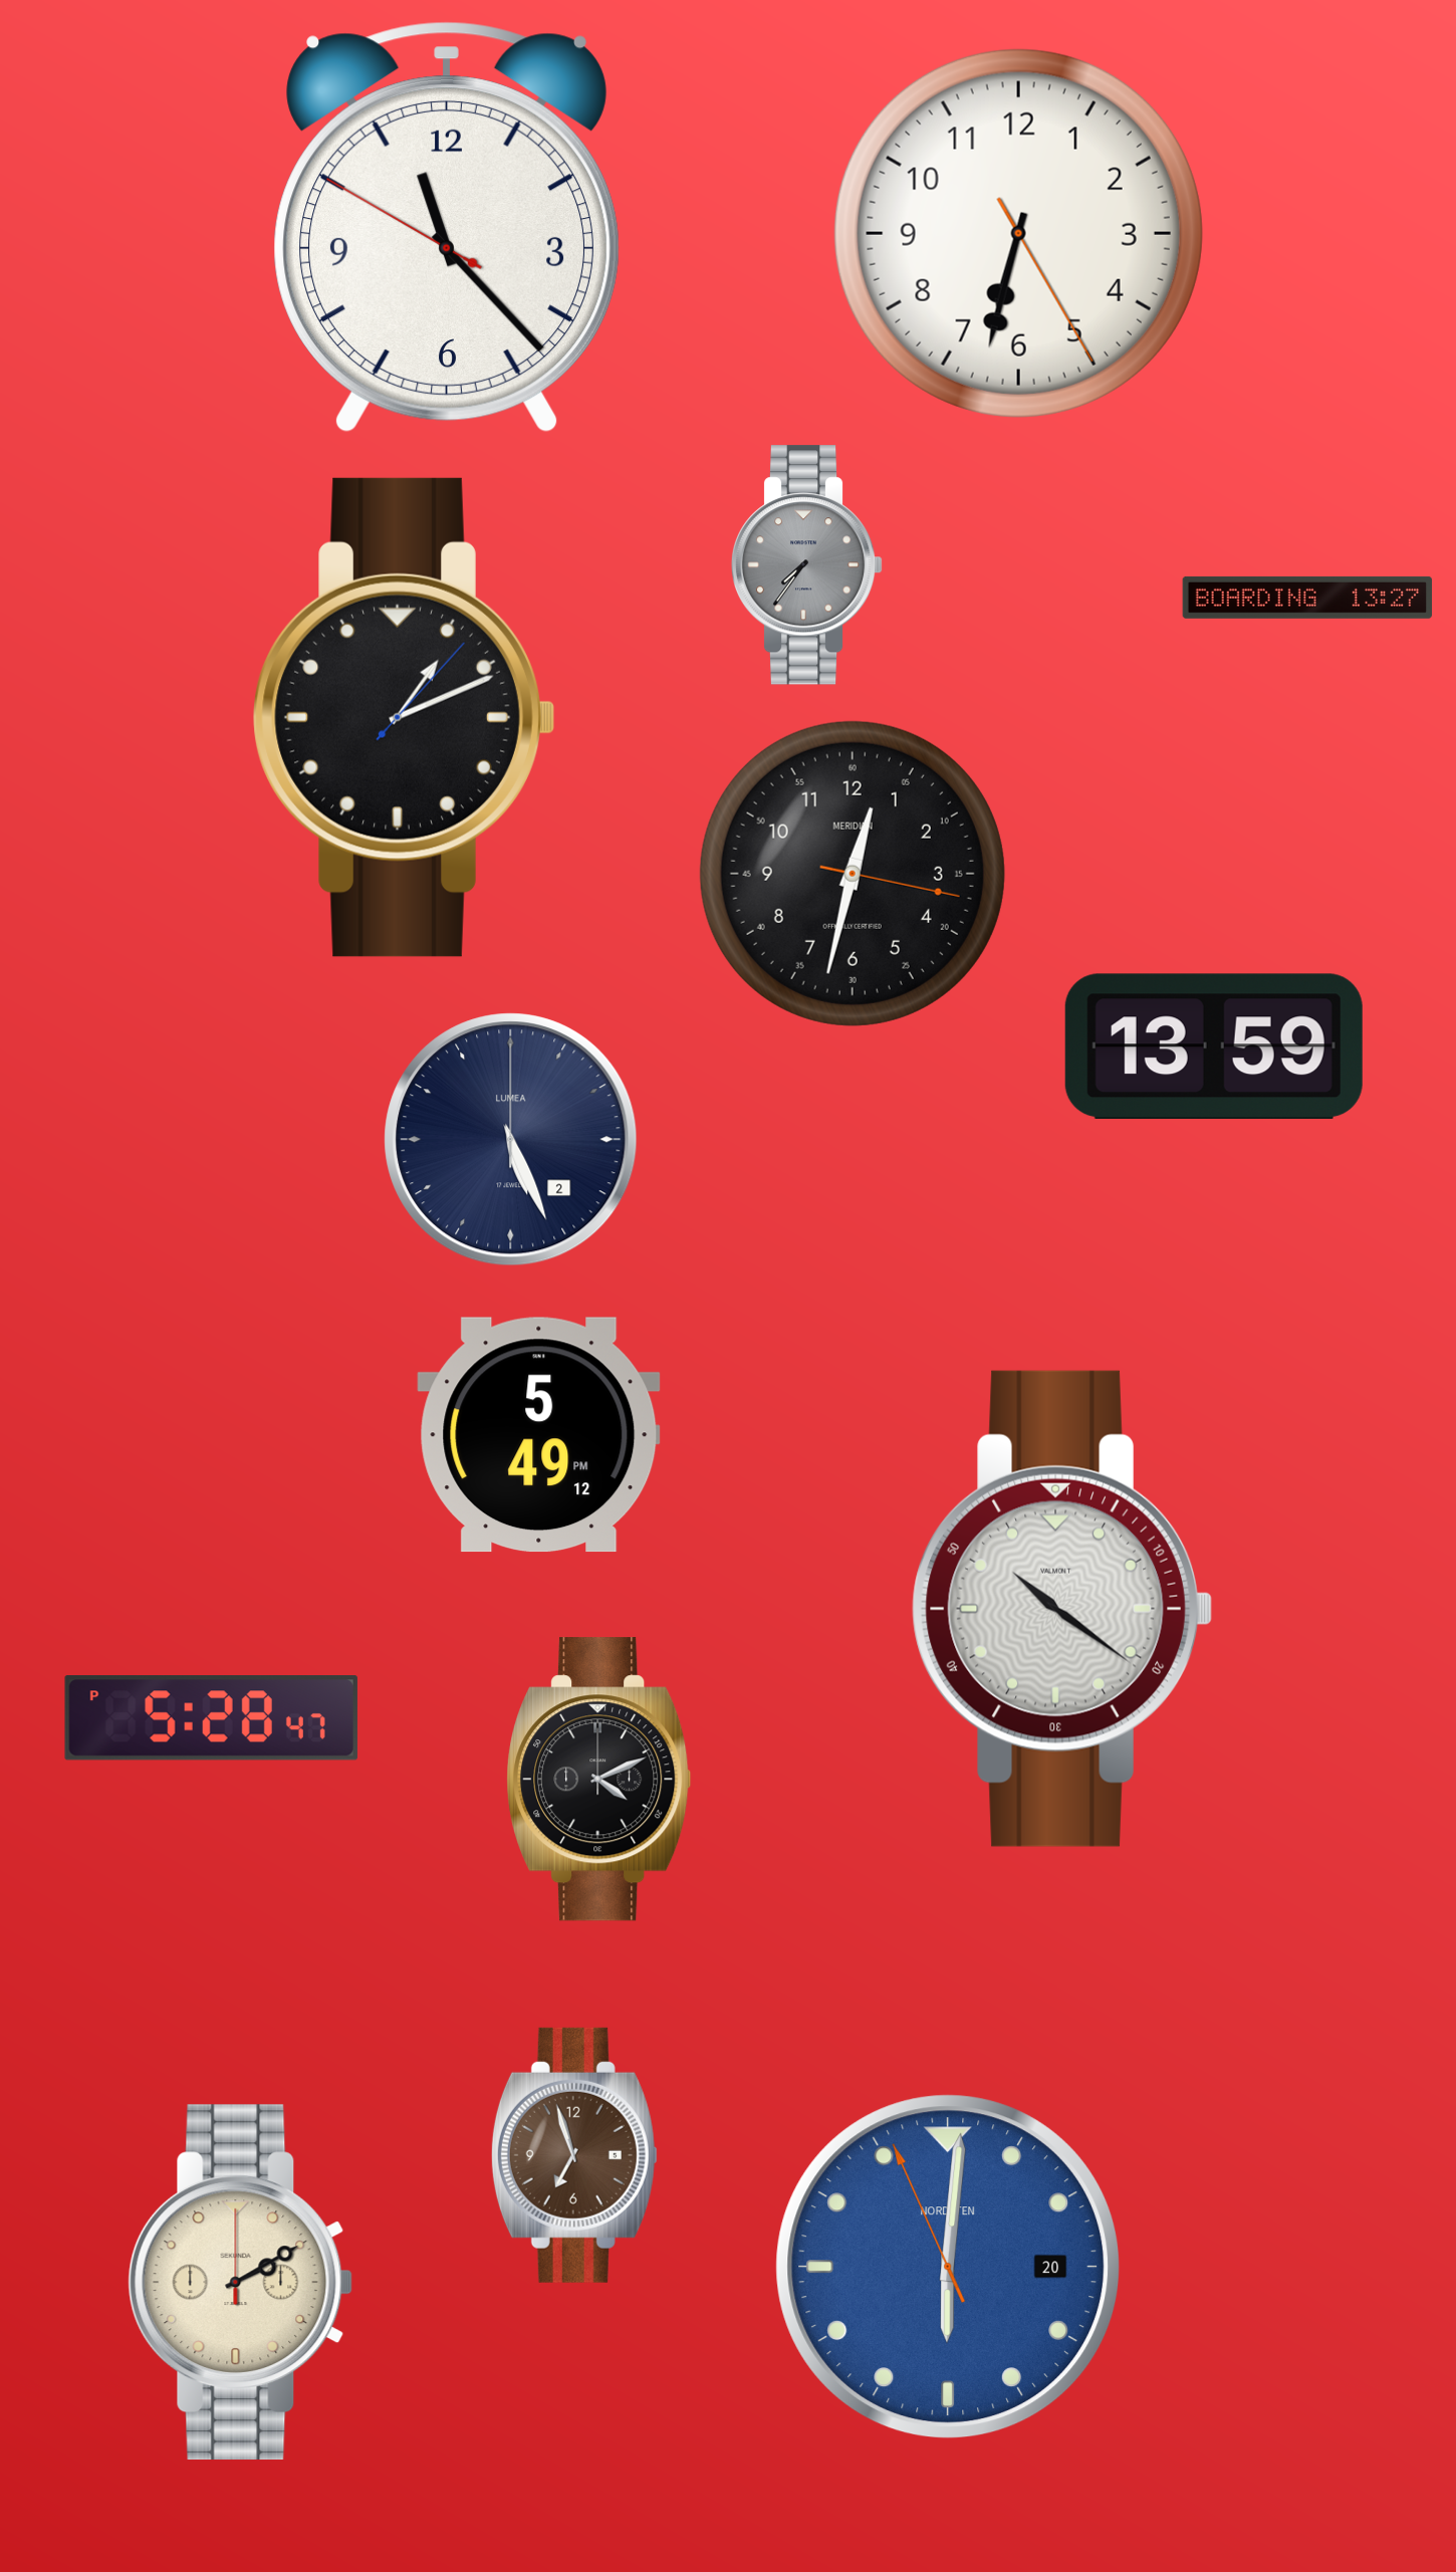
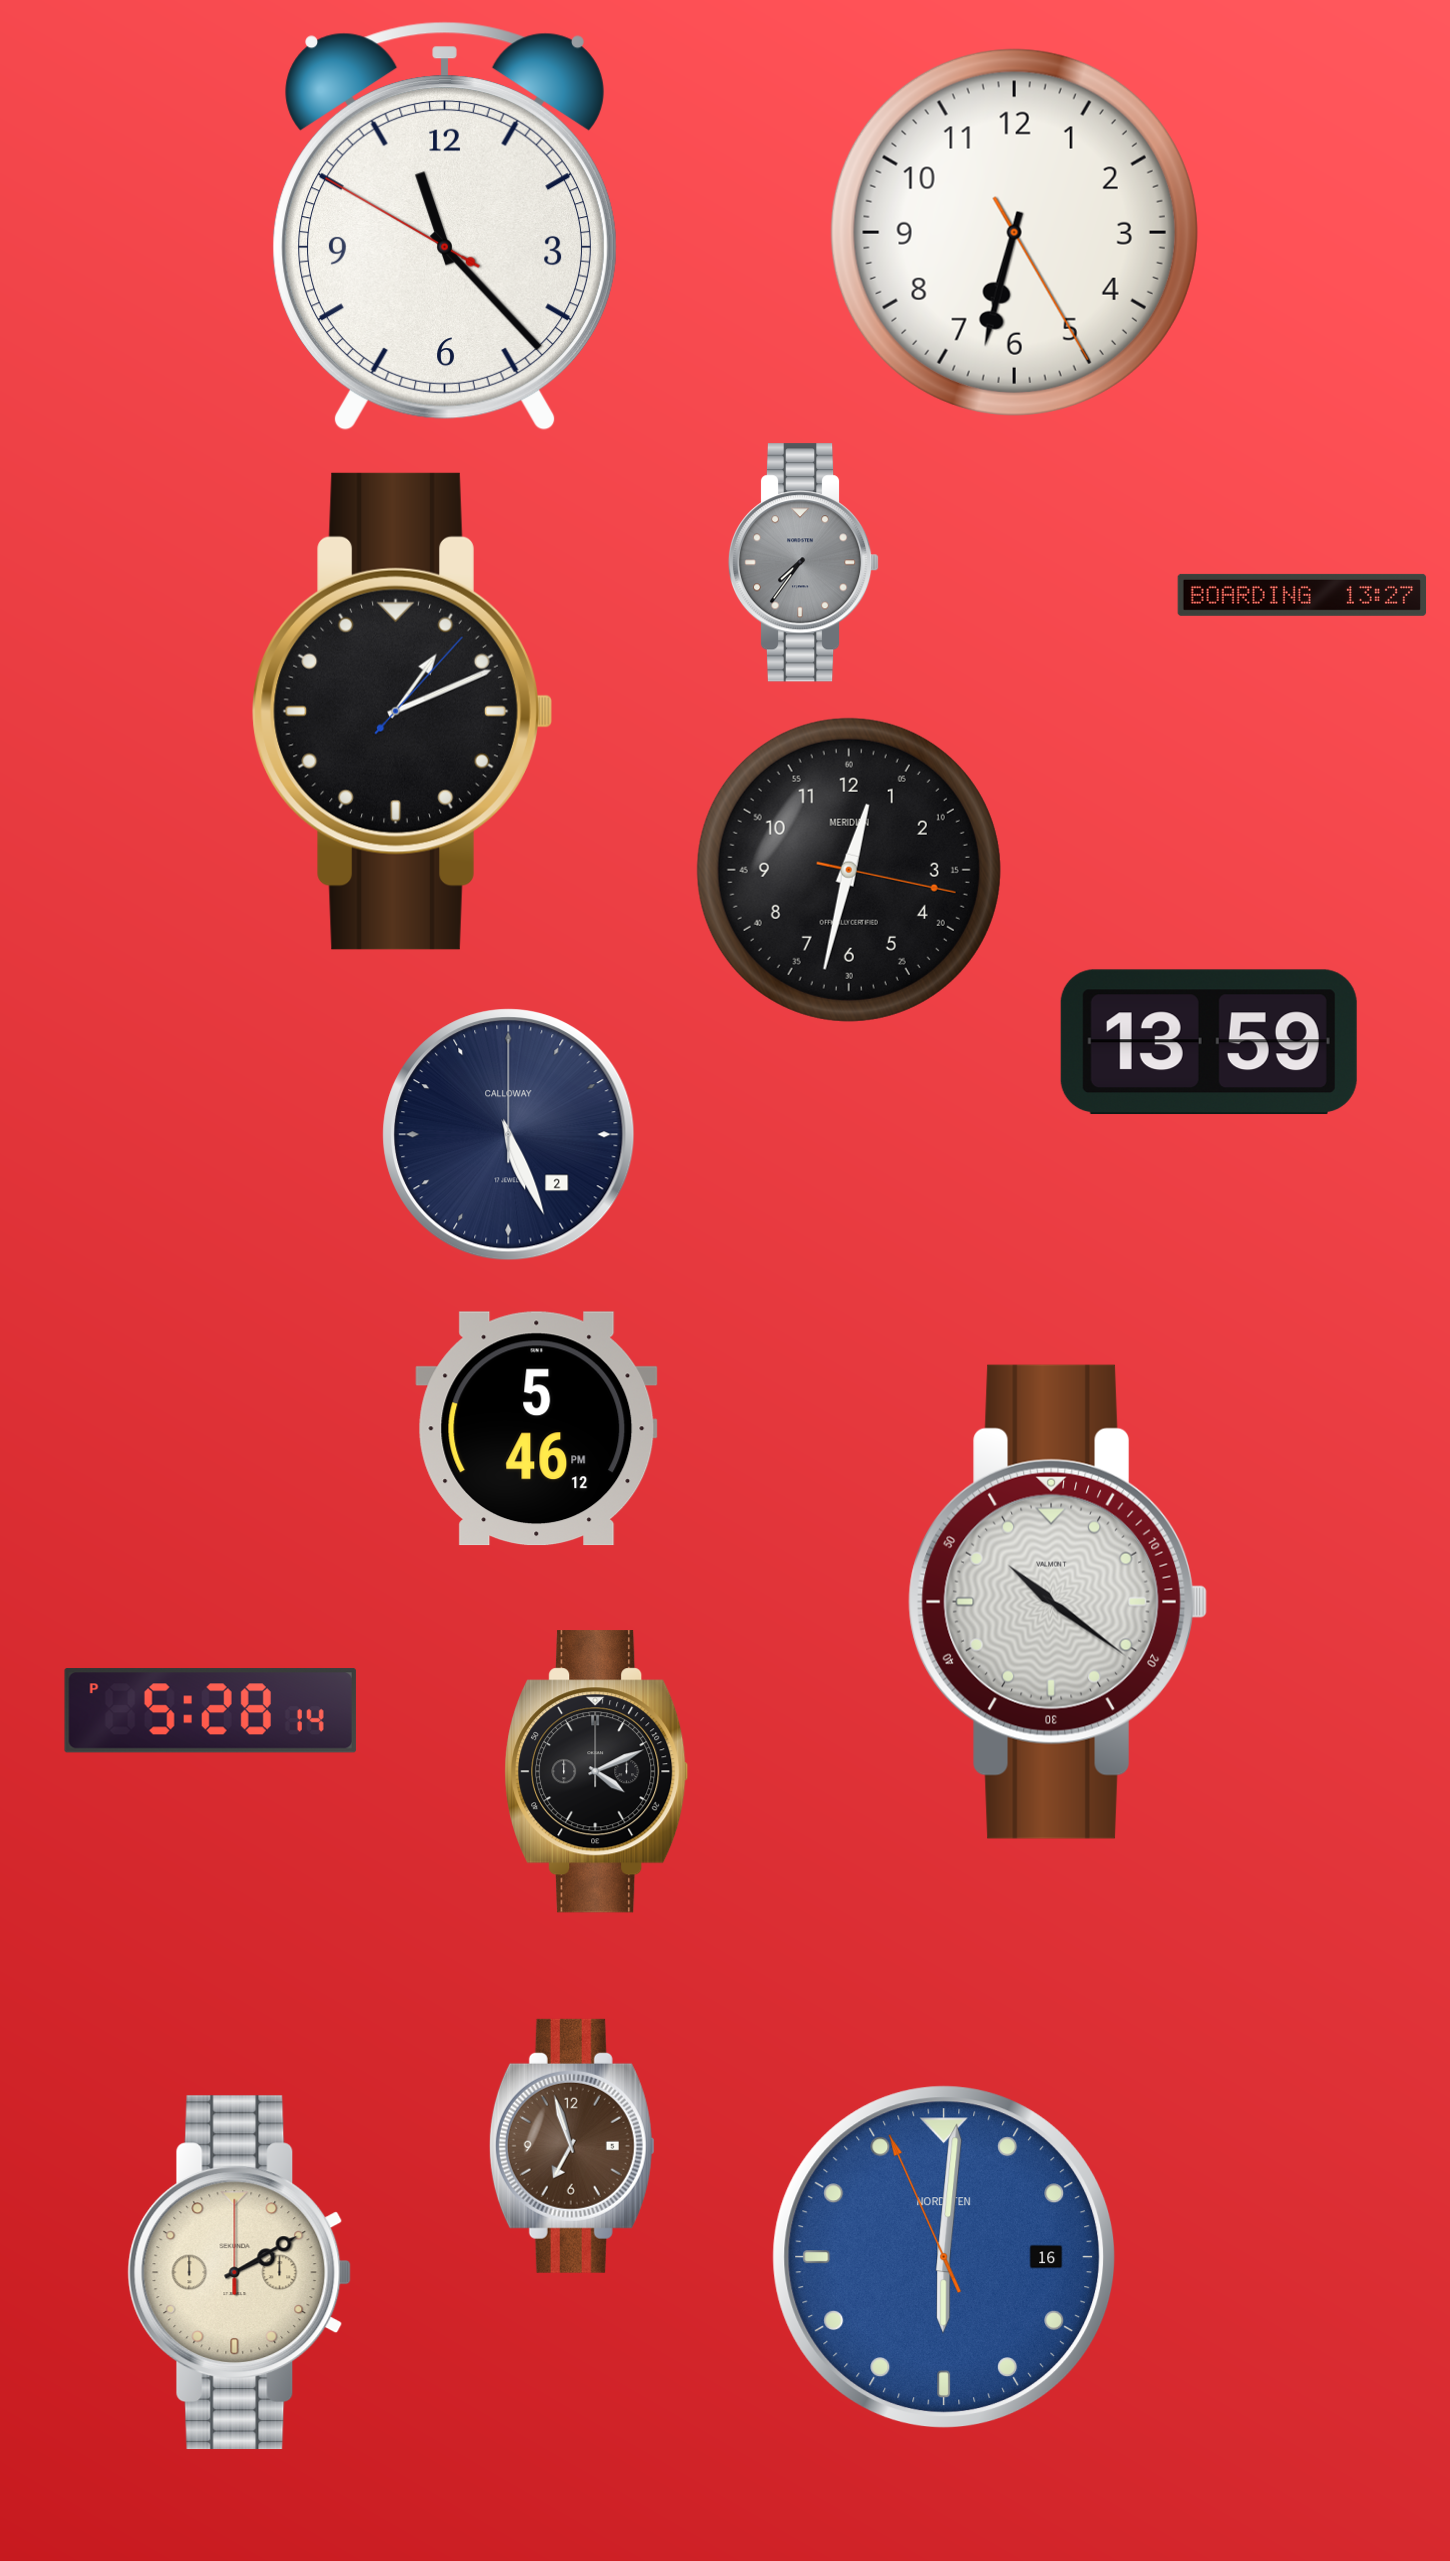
clock at (405, 717) position: (405, 717) -> (403, 711)
clock at (511, 1140) brand: LUMEA -> CALLOWAY
clock at (539, 1435): 5:49 -> 5:46
clock at (211, 1718): 5:28:47 PM -> 5:28:14 PM
clock at (948, 2267) date: 20 -> 16
